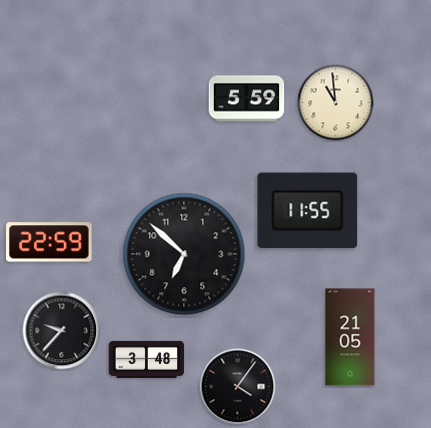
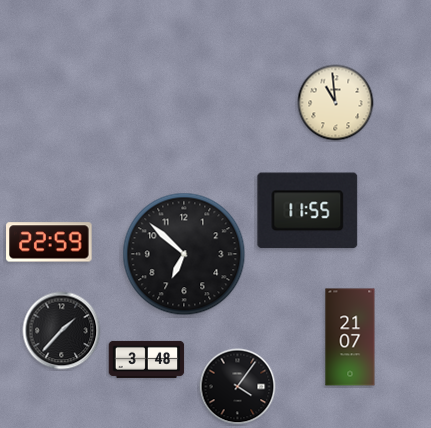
clock at (247, 99): 5:59 -> none
clock at (62, 331): 9:37 -> 1:37
clock at (350, 337): 21:05 -> 21:07
